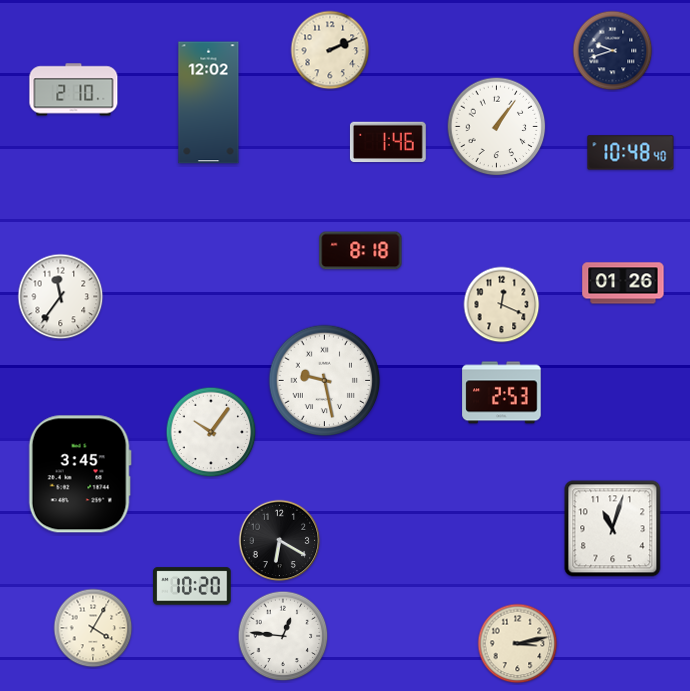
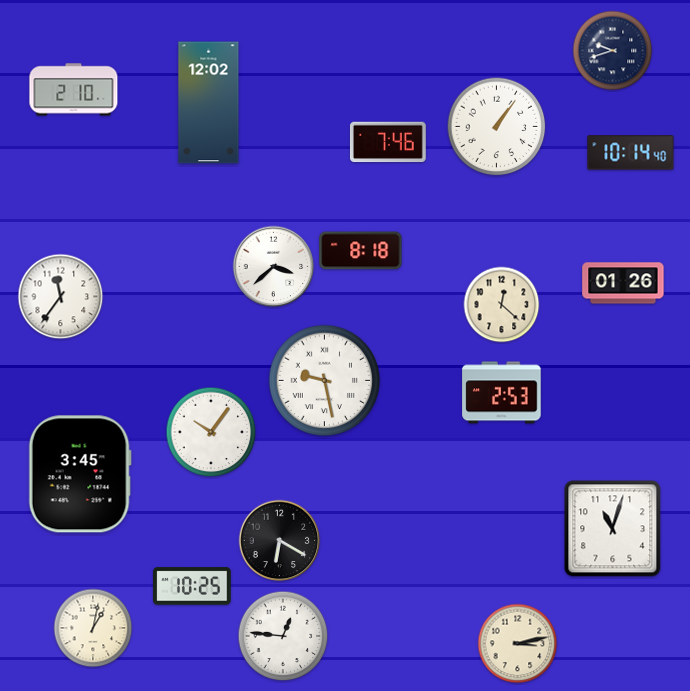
clock at (330, 50): 2:11 -> none
clock at (388, 142): 1:46 -> 7:46
clock at (631, 153): 10:48 -> 10:14
clock at (274, 267): none -> 3:38
clock at (502, 305): 12:19 -> 12:22
clock at (192, 586): 10:20 -> 10:25
clock at (93, 628): 4:05 -> 1:02
